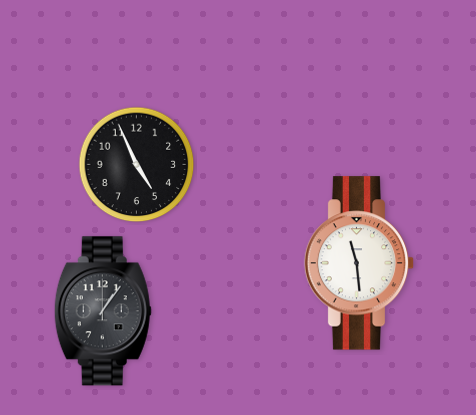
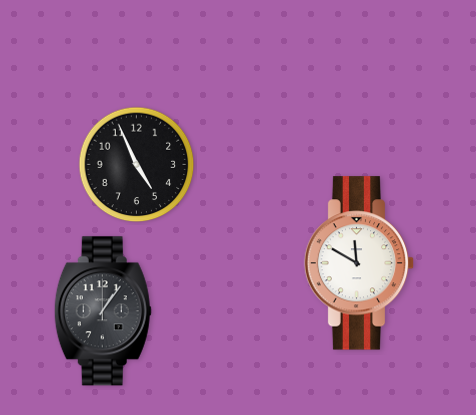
clock at (359, 263): 11:29 -> 11:50
